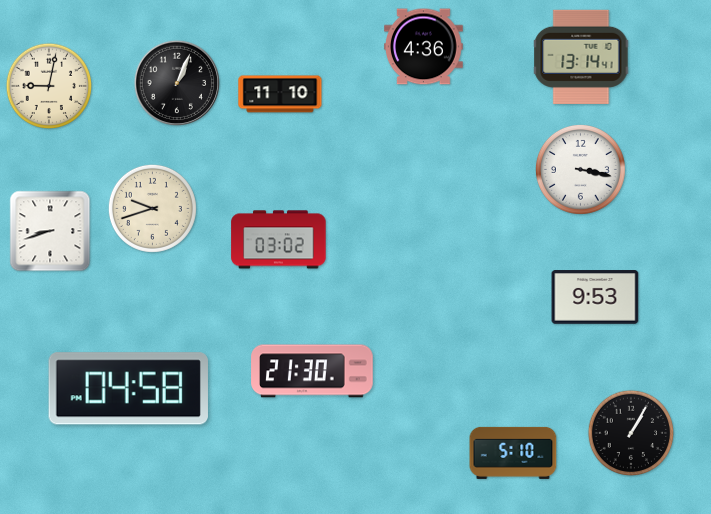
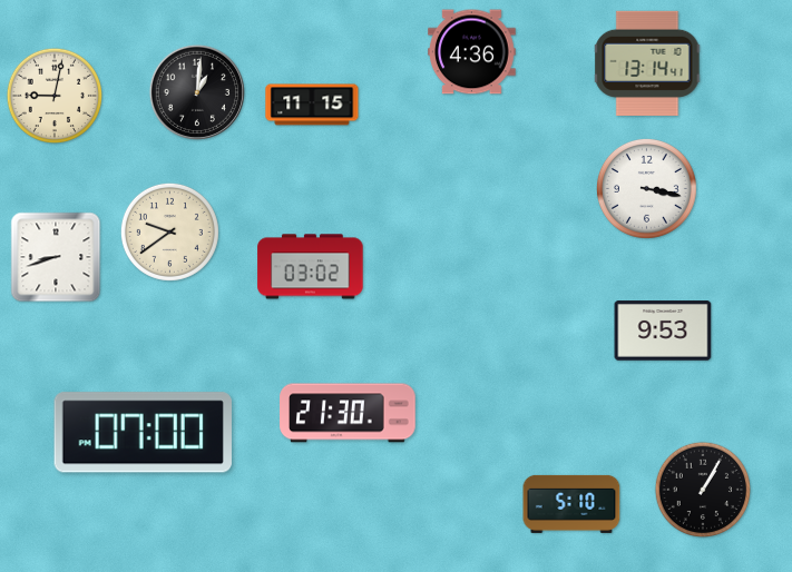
clock at (177, 83): 1:04 -> 1:01
clock at (280, 94): 11:10 -> 11:15
clock at (152, 208): 9:42 -> 9:39
clock at (128, 389): 04:58 -> 07:00
clock at (631, 433) position: (631, 433) -> (703, 490)
